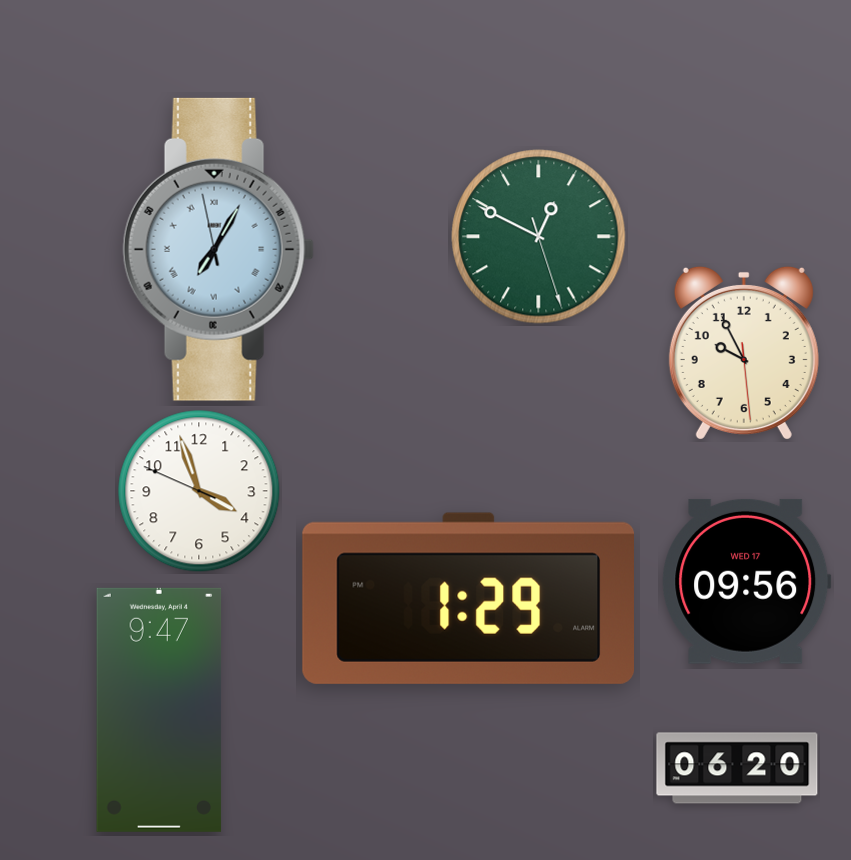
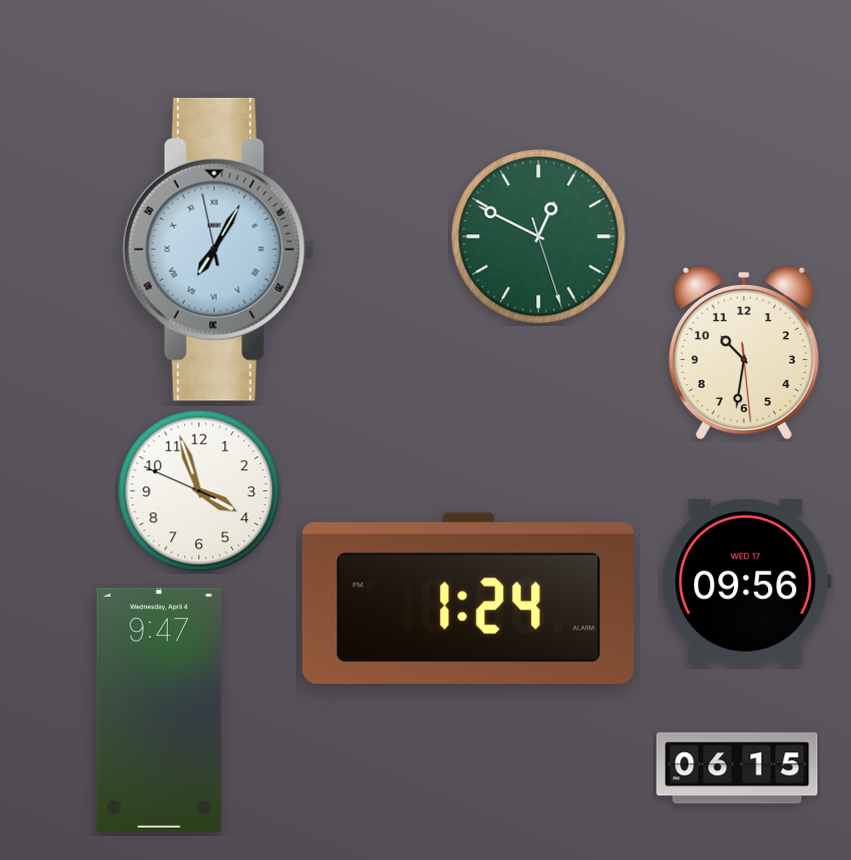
clock at (744, 353): 9:55 -> 10:31
clock at (468, 598): 1:29 -> 1:24
clock at (737, 768): 06:20 -> 06:15
